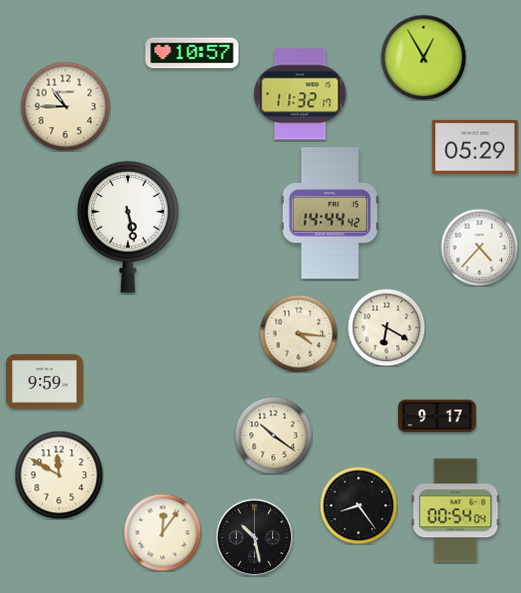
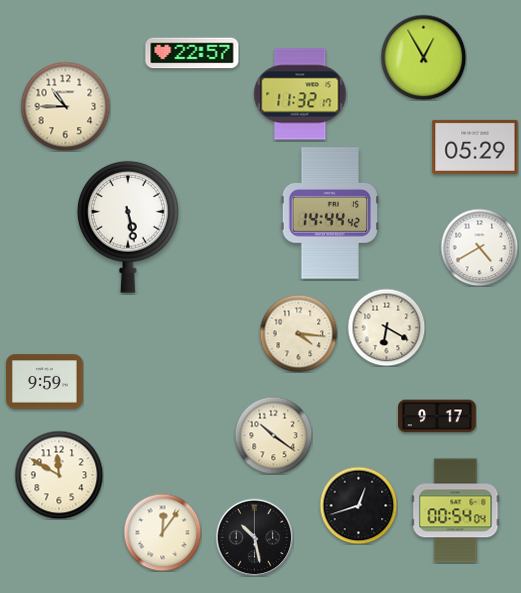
clock at (192, 53): 10:57 -> 22:57
clock at (479, 247): 4:37 -> 4:40
clock at (358, 505): 8:24 -> 12:42
